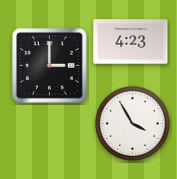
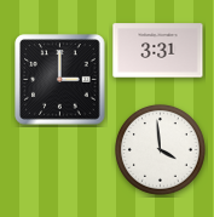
clock at (131, 42): 4:23 -> 3:31
clock at (132, 123): 3:55 -> 3:59
